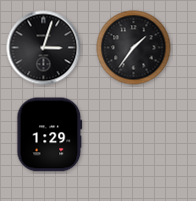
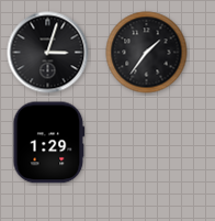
clock at (50, 135) position: (50, 135) -> (49, 143)
